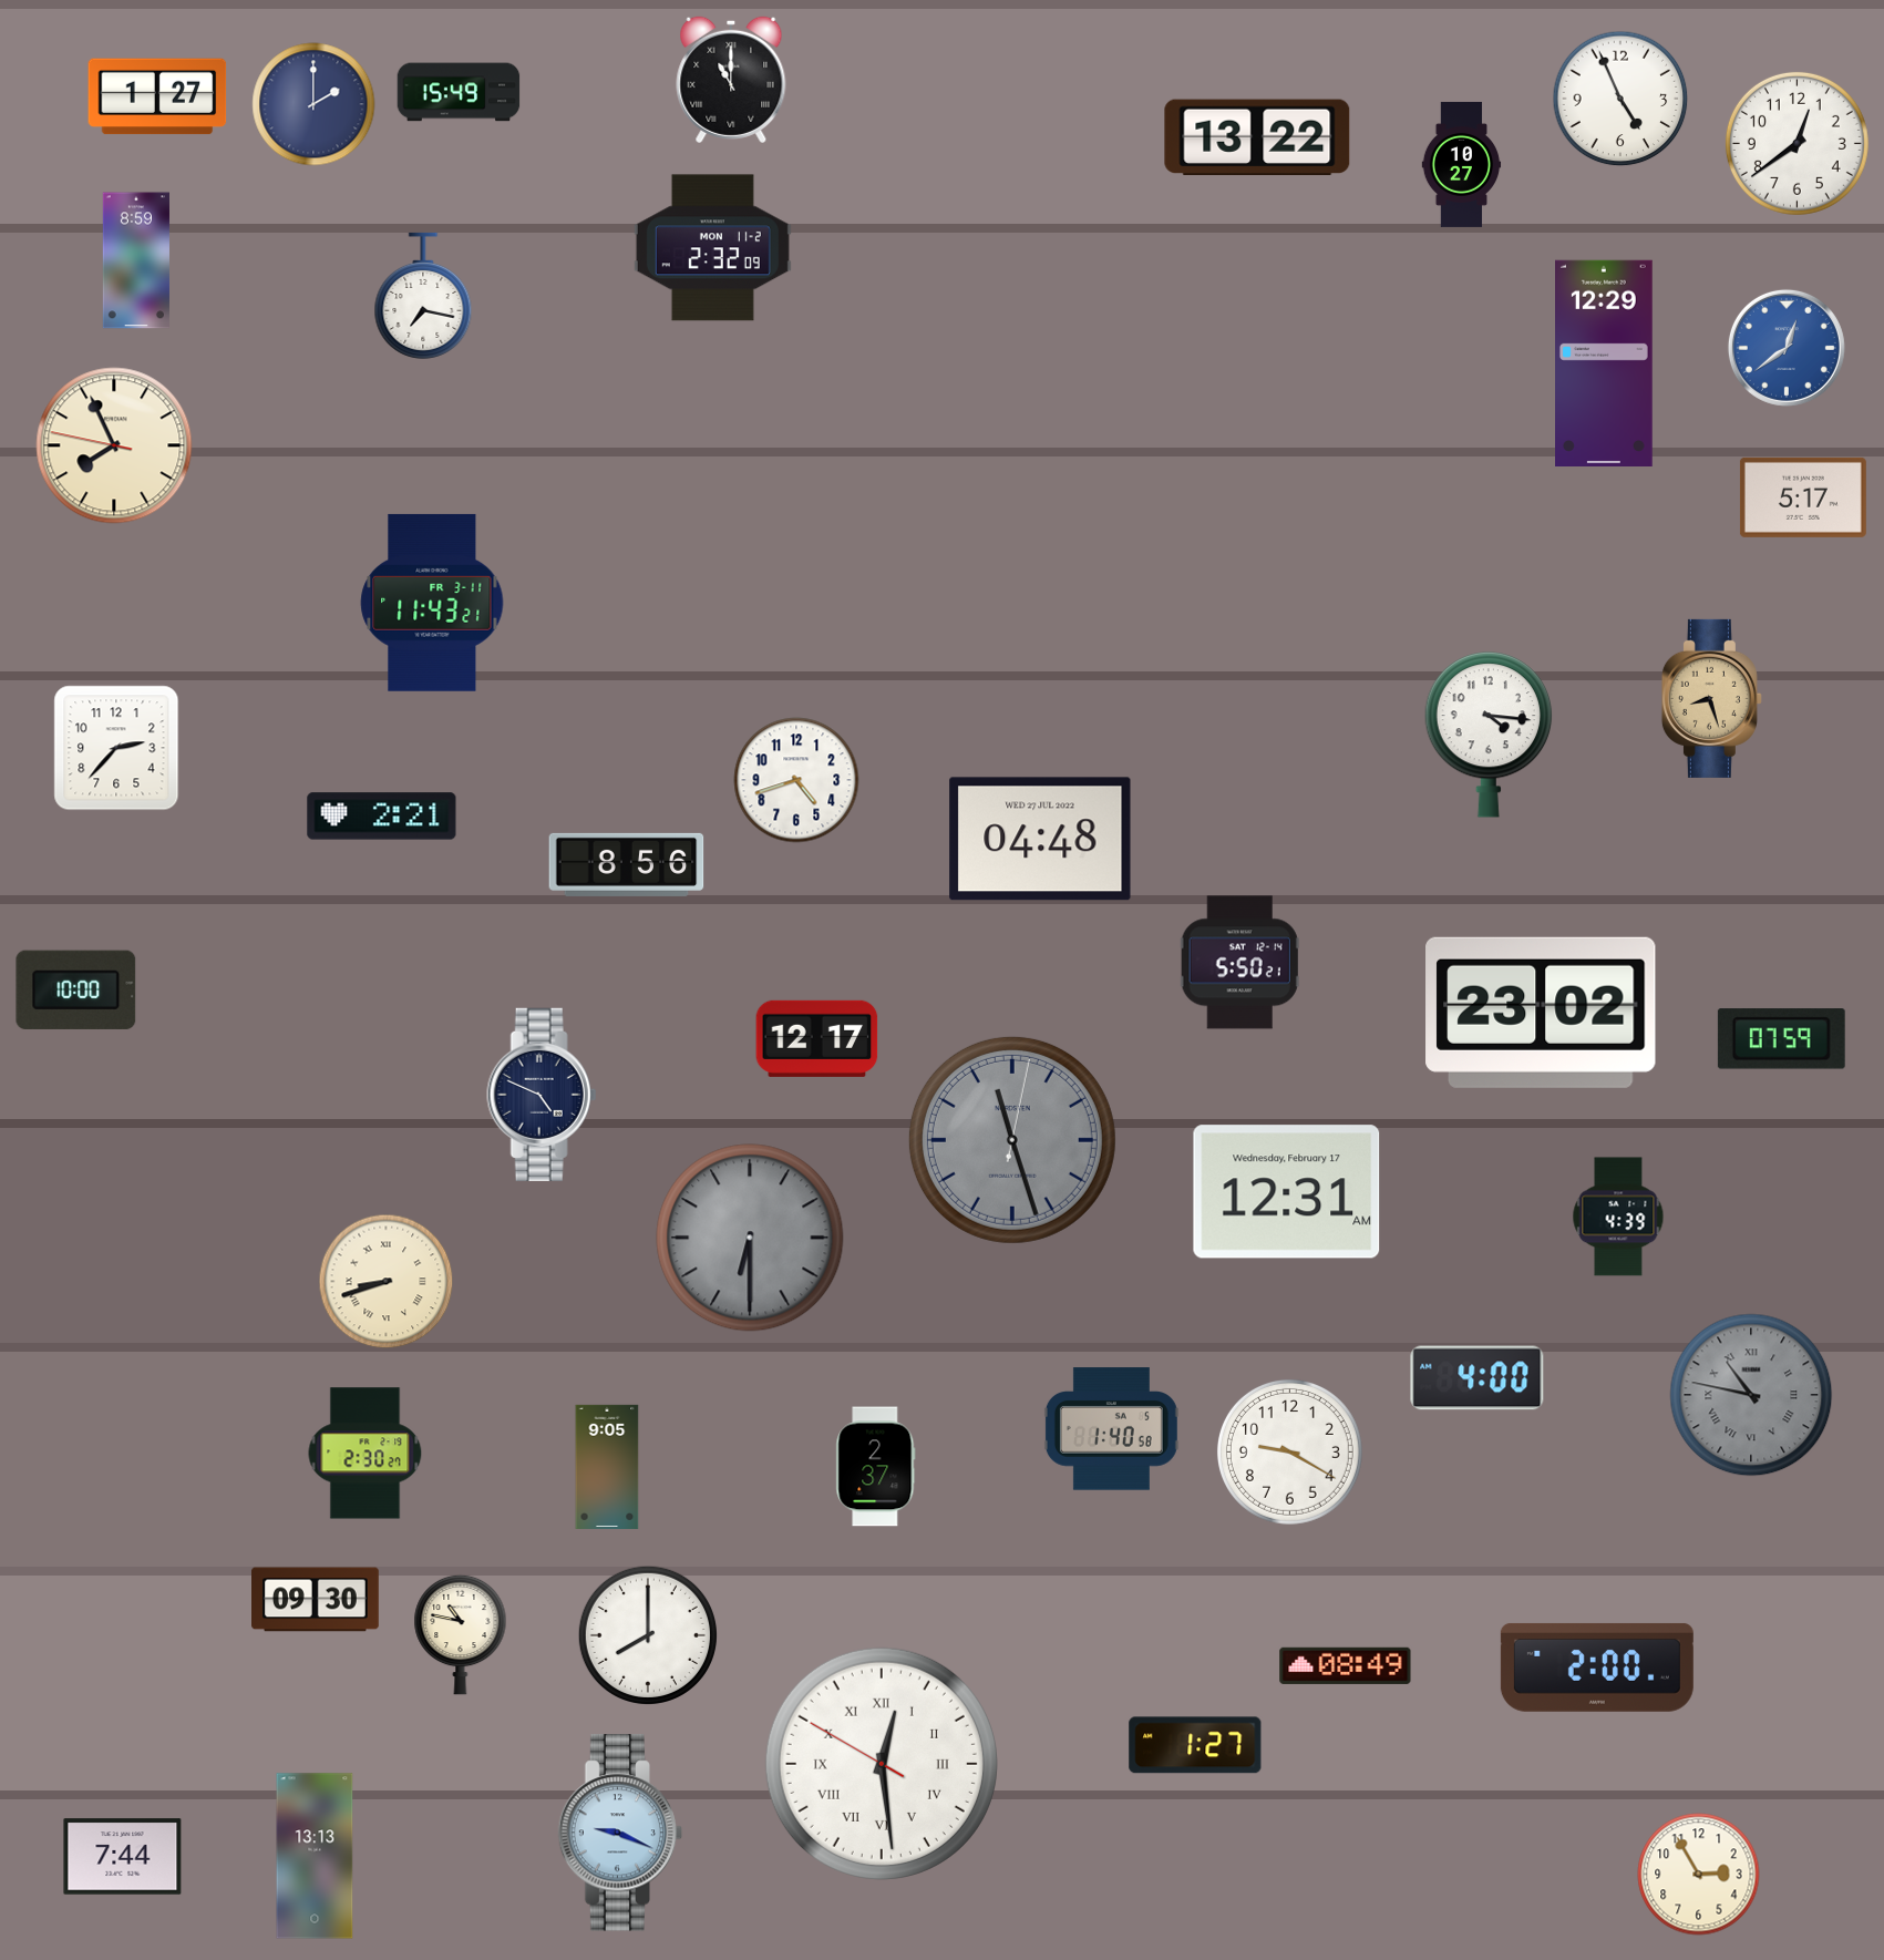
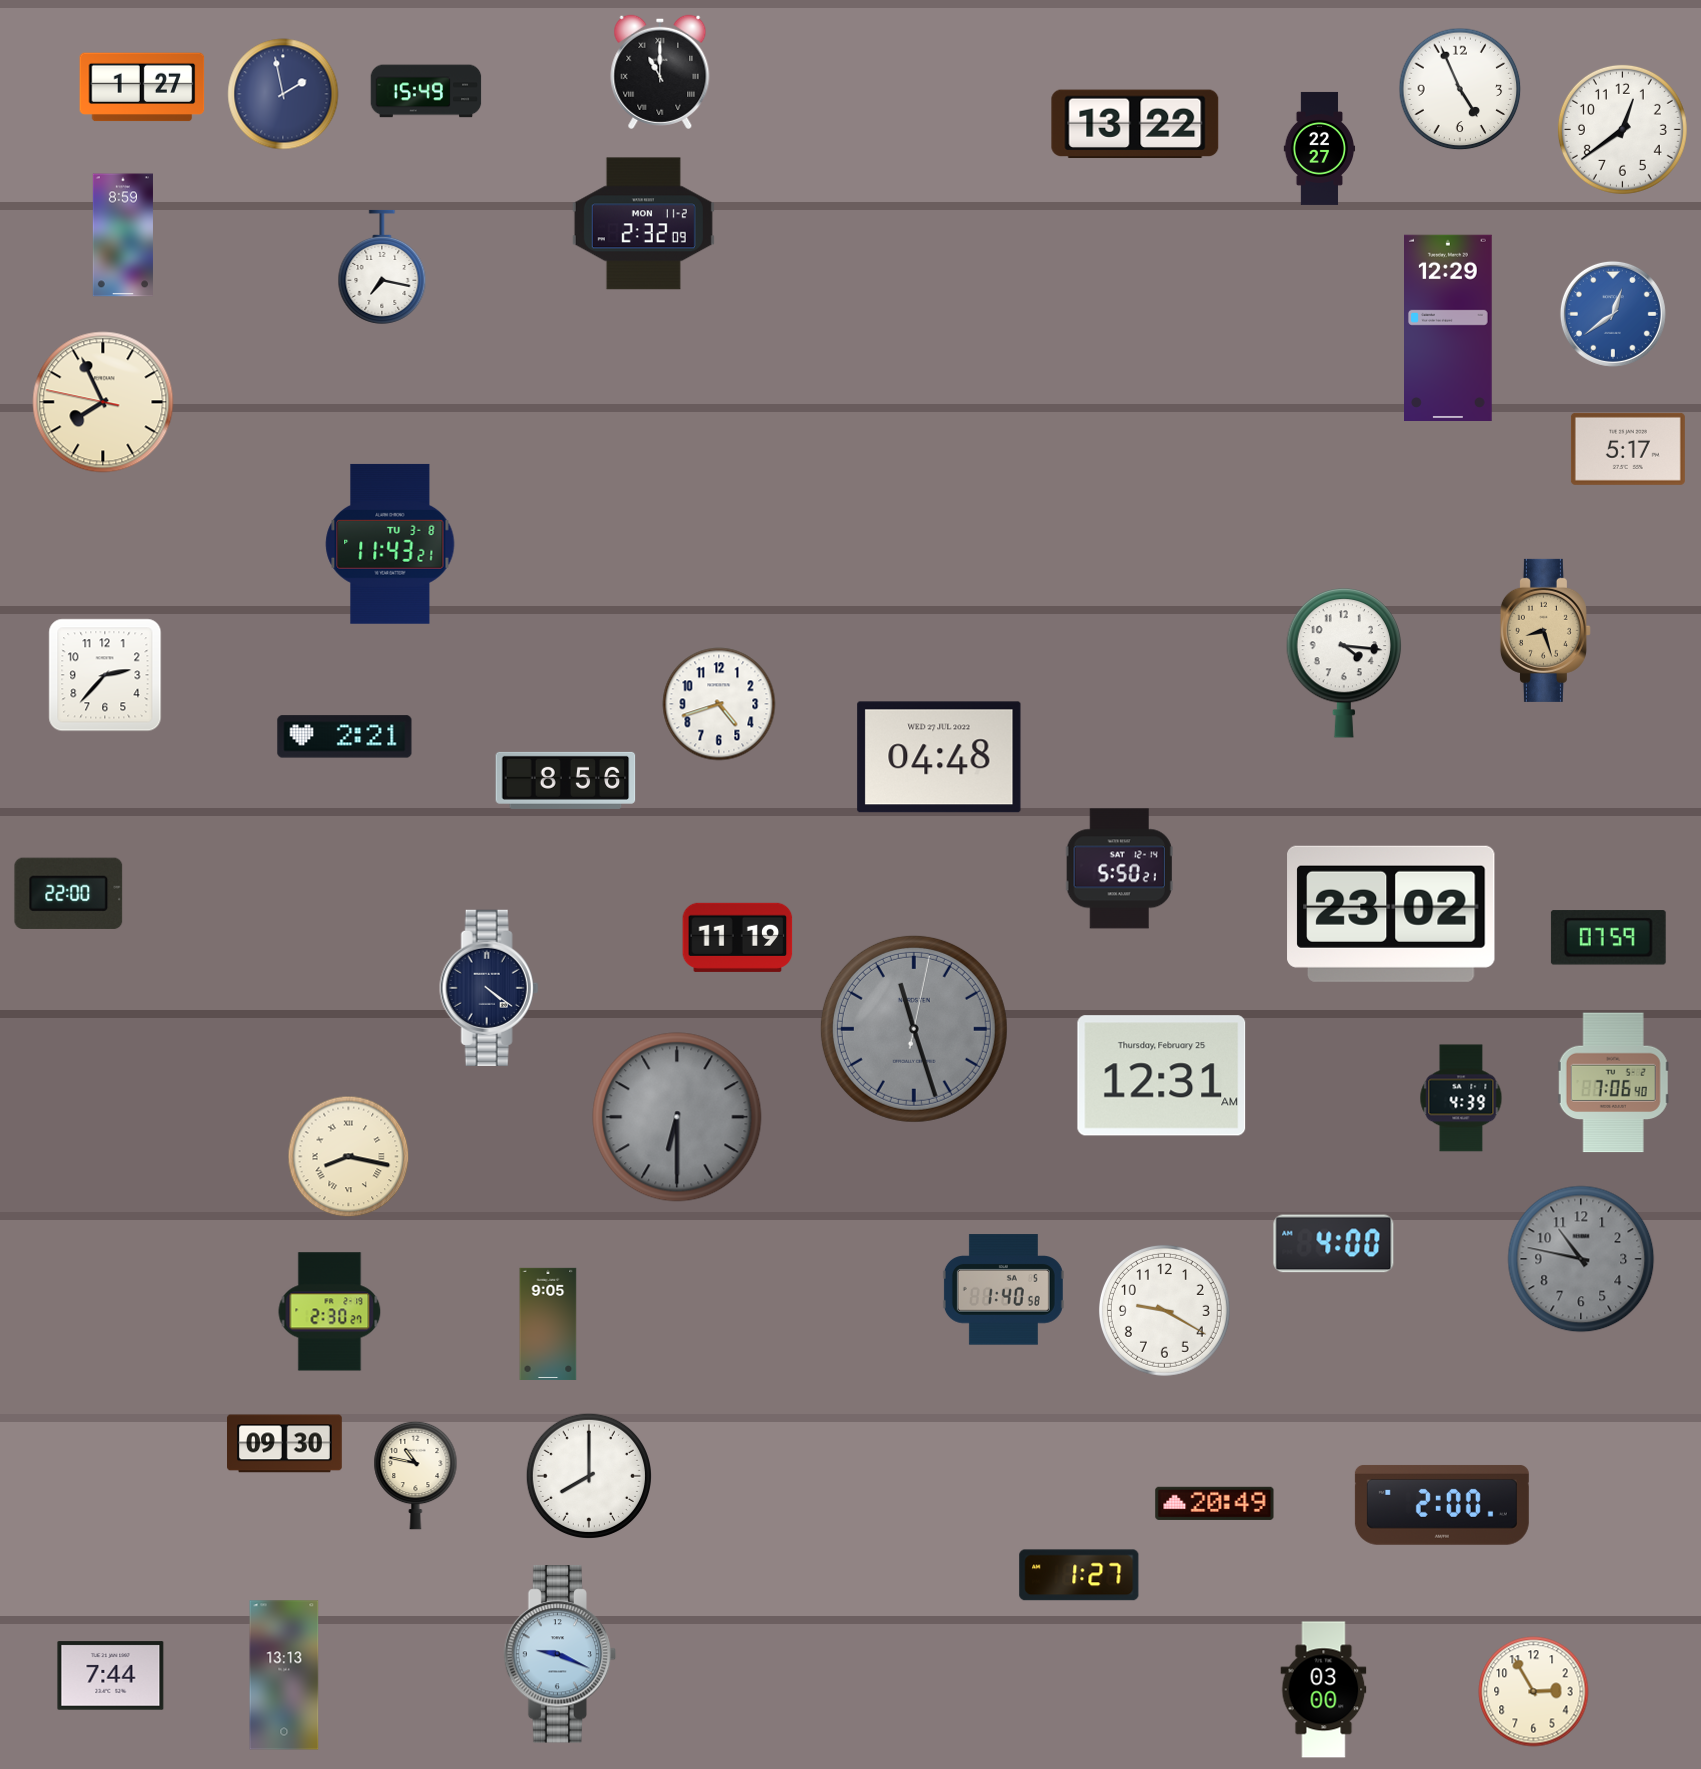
clock at (459, 92) position: (459, 92) -> (426, 91)
clock at (1620, 99) position: (1620, 99) -> (1460, 89)
clock at (313, 104): 2:00 -> 1:58
clock at (1462, 164): 10:27 -> 22:27
clock at (432, 603) date: FR 3-11 -> TU 3-8
clock at (76, 989): 10:00 -> 22:00
clock at (817, 1038): 12:17 -> 11:19
clock at (542, 1095): 4:49 -> 4:21
clock at (1287, 1192) date: Wednesday, February 17 -> Thursday, February 25
clock at (1613, 1083): none -> 7:06
clock at (387, 1282): 8:42 -> 8:17
clock at (1751, 1395) numerals: Roman -> Arabic
clock at (876, 1467): 2:37 -> none
clock at (648, 1635) position: (648, 1635) -> (589, 1476)
clock at (1346, 1665): 08:49 -> 20:49
clock at (882, 1764): 12:28 -> none
clock at (1324, 1690): none -> 03:00
